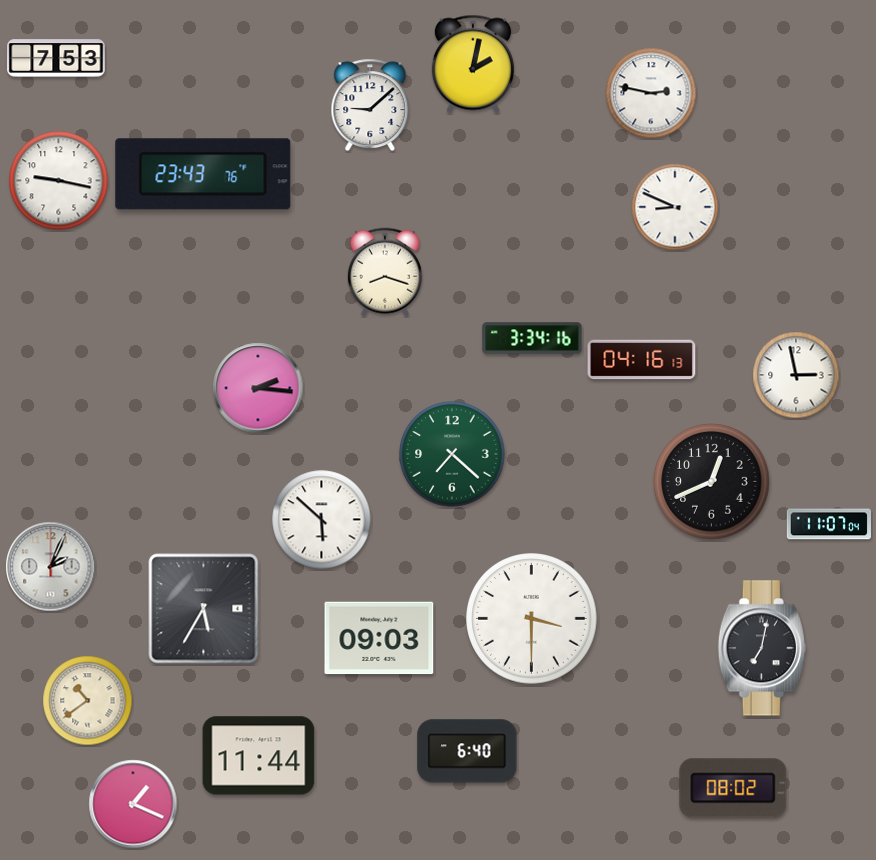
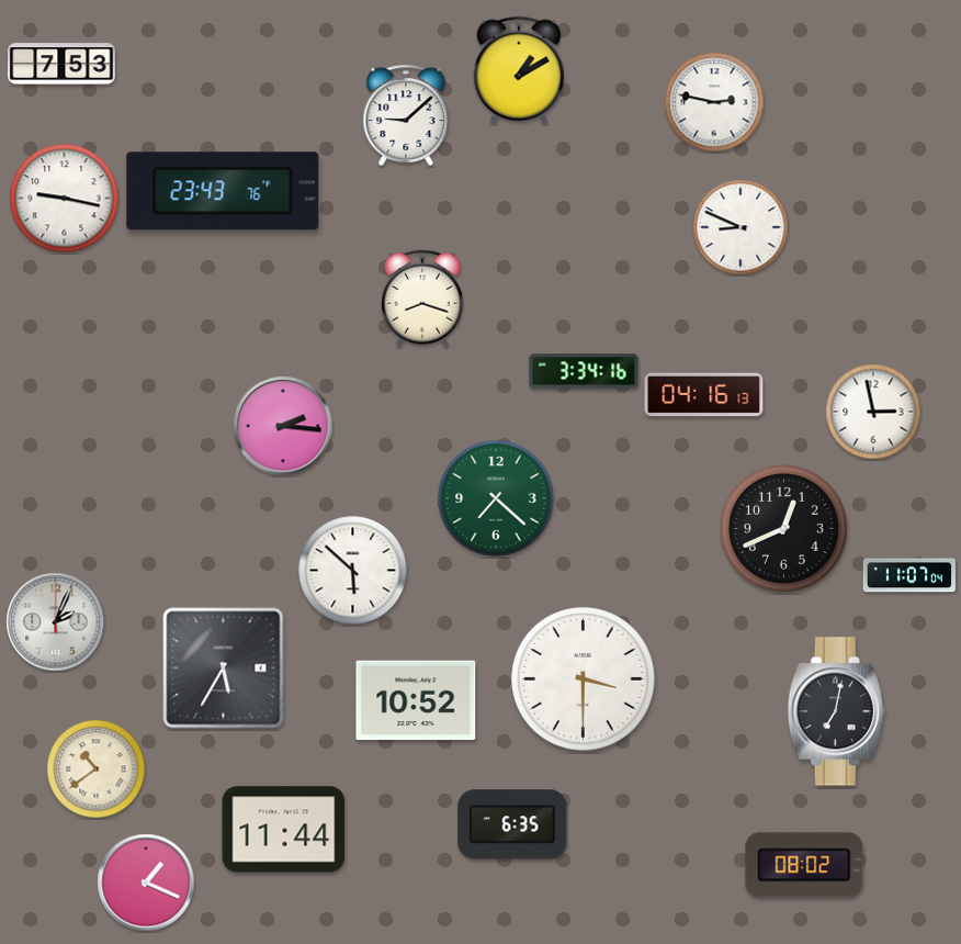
clock at (473, 64): 2:02 -> 1:10
clock at (712, 482) position: (712, 482) -> (784, 529)
clock at (379, 638): 09:03 -> 10:52
clock at (467, 751): 6:40 -> 6:35
